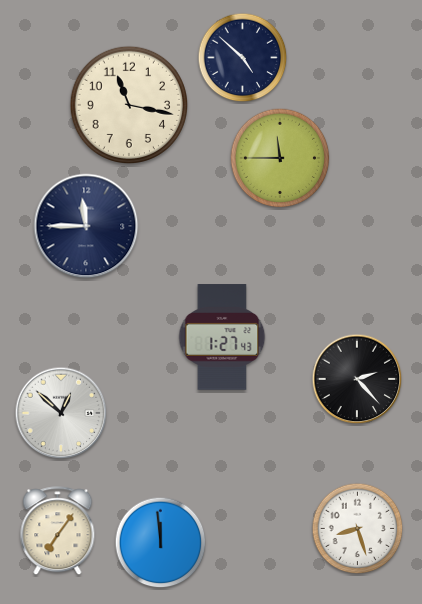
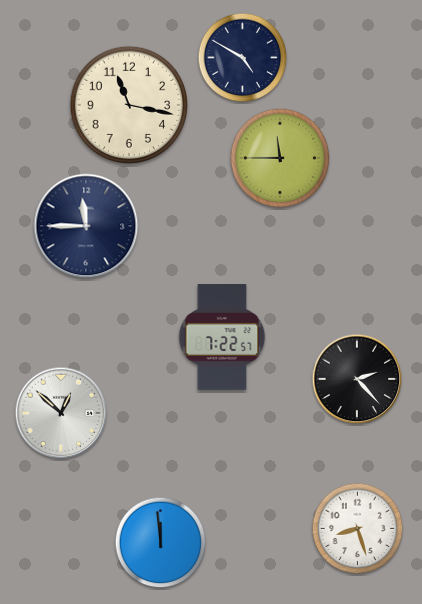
clock at (243, 58): 4:52 -> 4:50
clock at (222, 337): 1:27 -> 7:22
clock at (58, 531): 7:06 -> none
